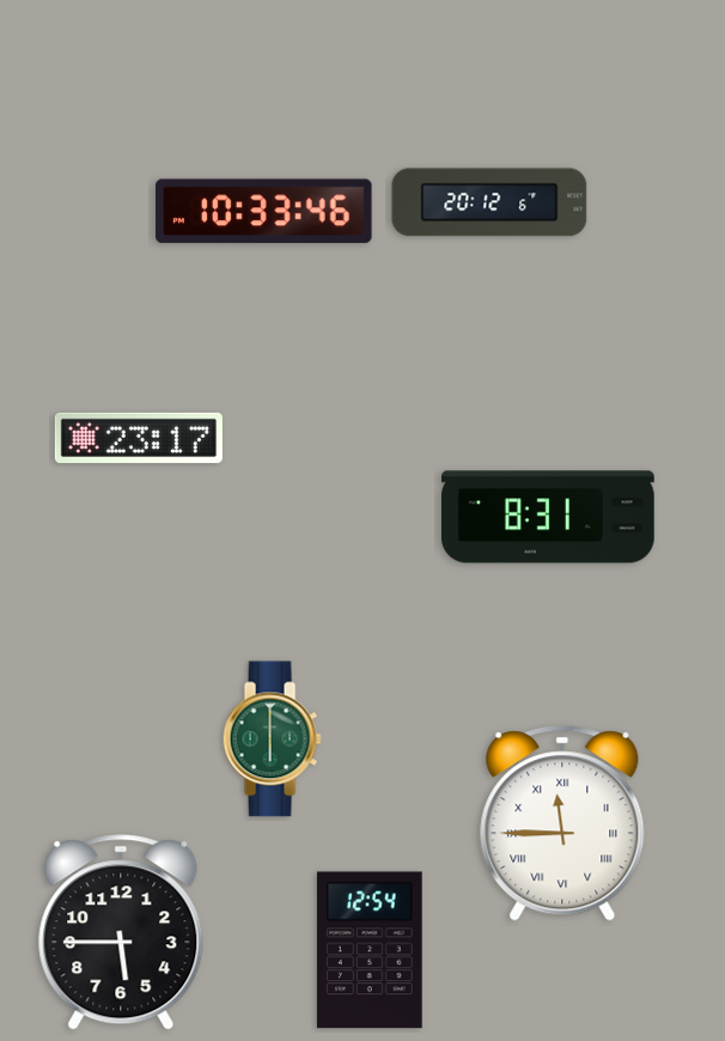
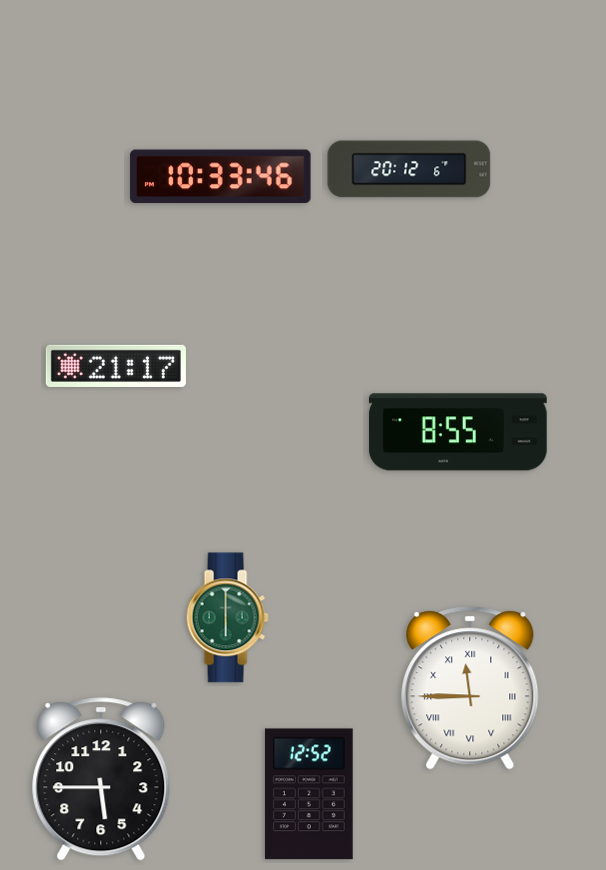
clock at (139, 438): 23:17 -> 21:17
clock at (548, 517): 8:31 -> 8:55
clock at (370, 950): 12:54 -> 12:52
